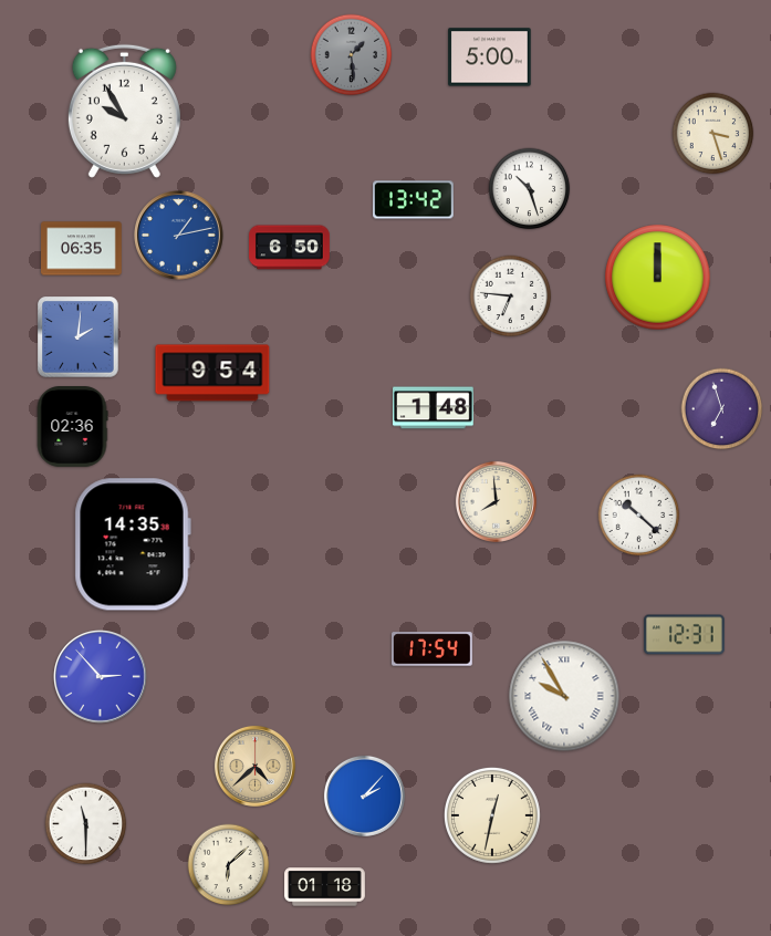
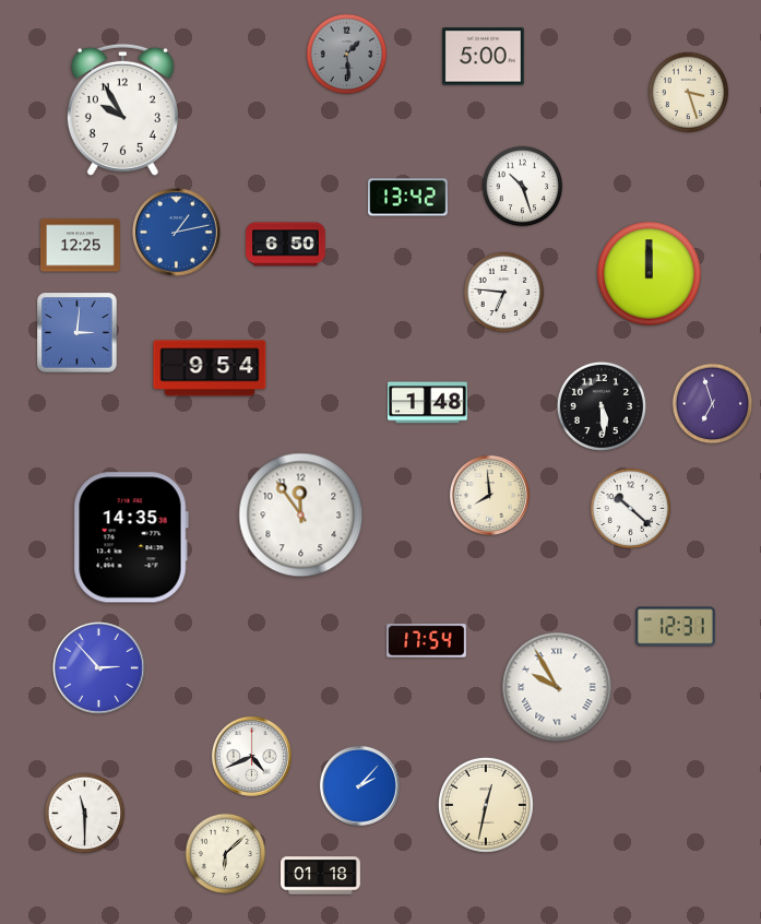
clock at (713, 134) position: (713, 134) -> (689, 93)
clock at (82, 249): 06:35 -> 12:25
clock at (79, 337): 2:01 -> 3:01
clock at (602, 406): none -> 5:29
clock at (72, 427): 02:36 -> none
clock at (301, 516): none -> 11:54
clock at (254, 766): 4:38 -> 4:41
clock at (254, 766) dial: champagne -> white
